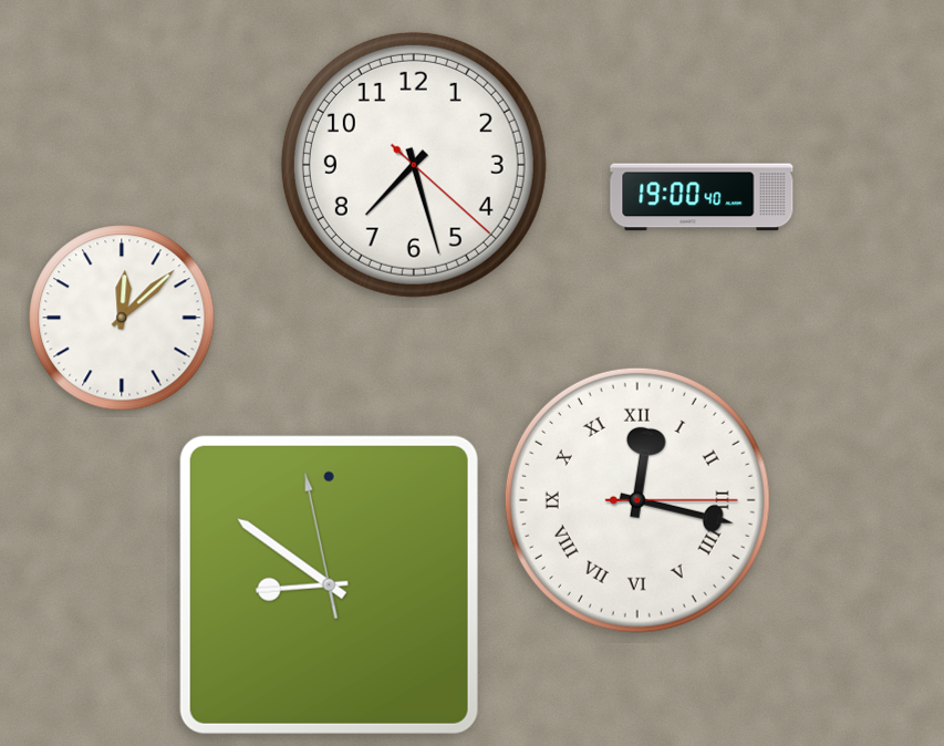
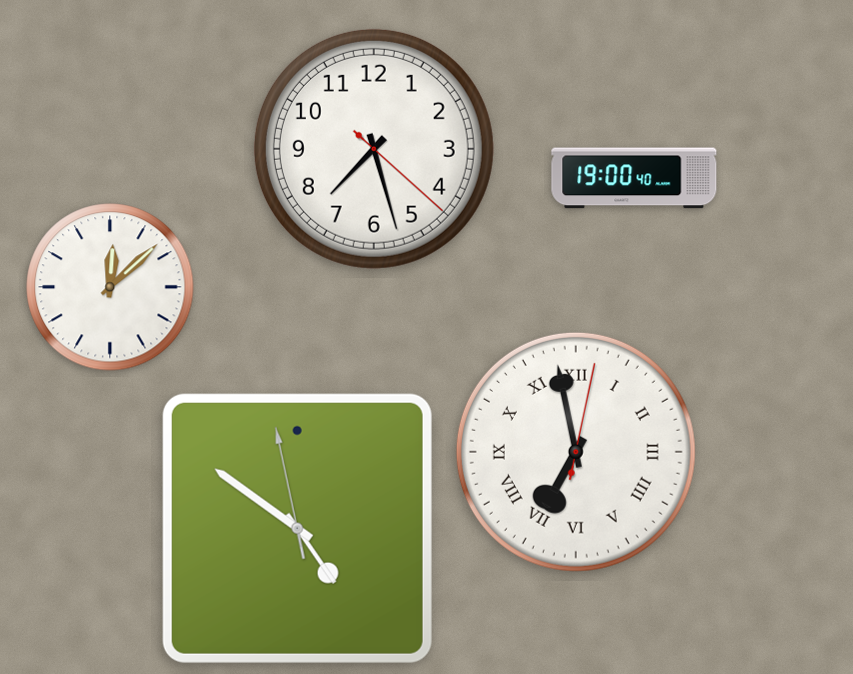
clock at (637, 500): 12:17 -> 6:58
clock at (329, 584): 8:50 -> 4:50
